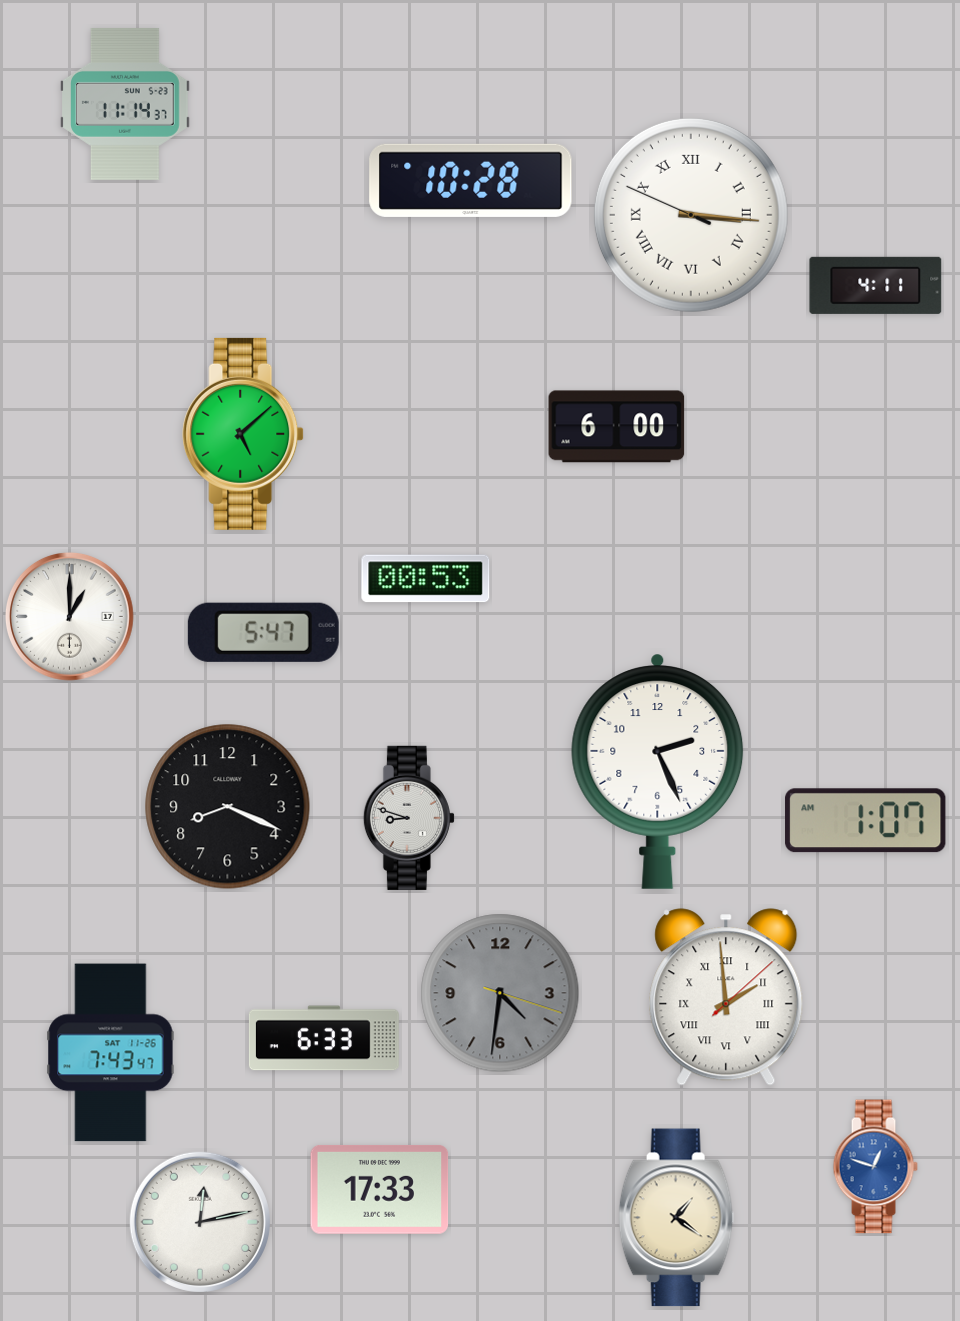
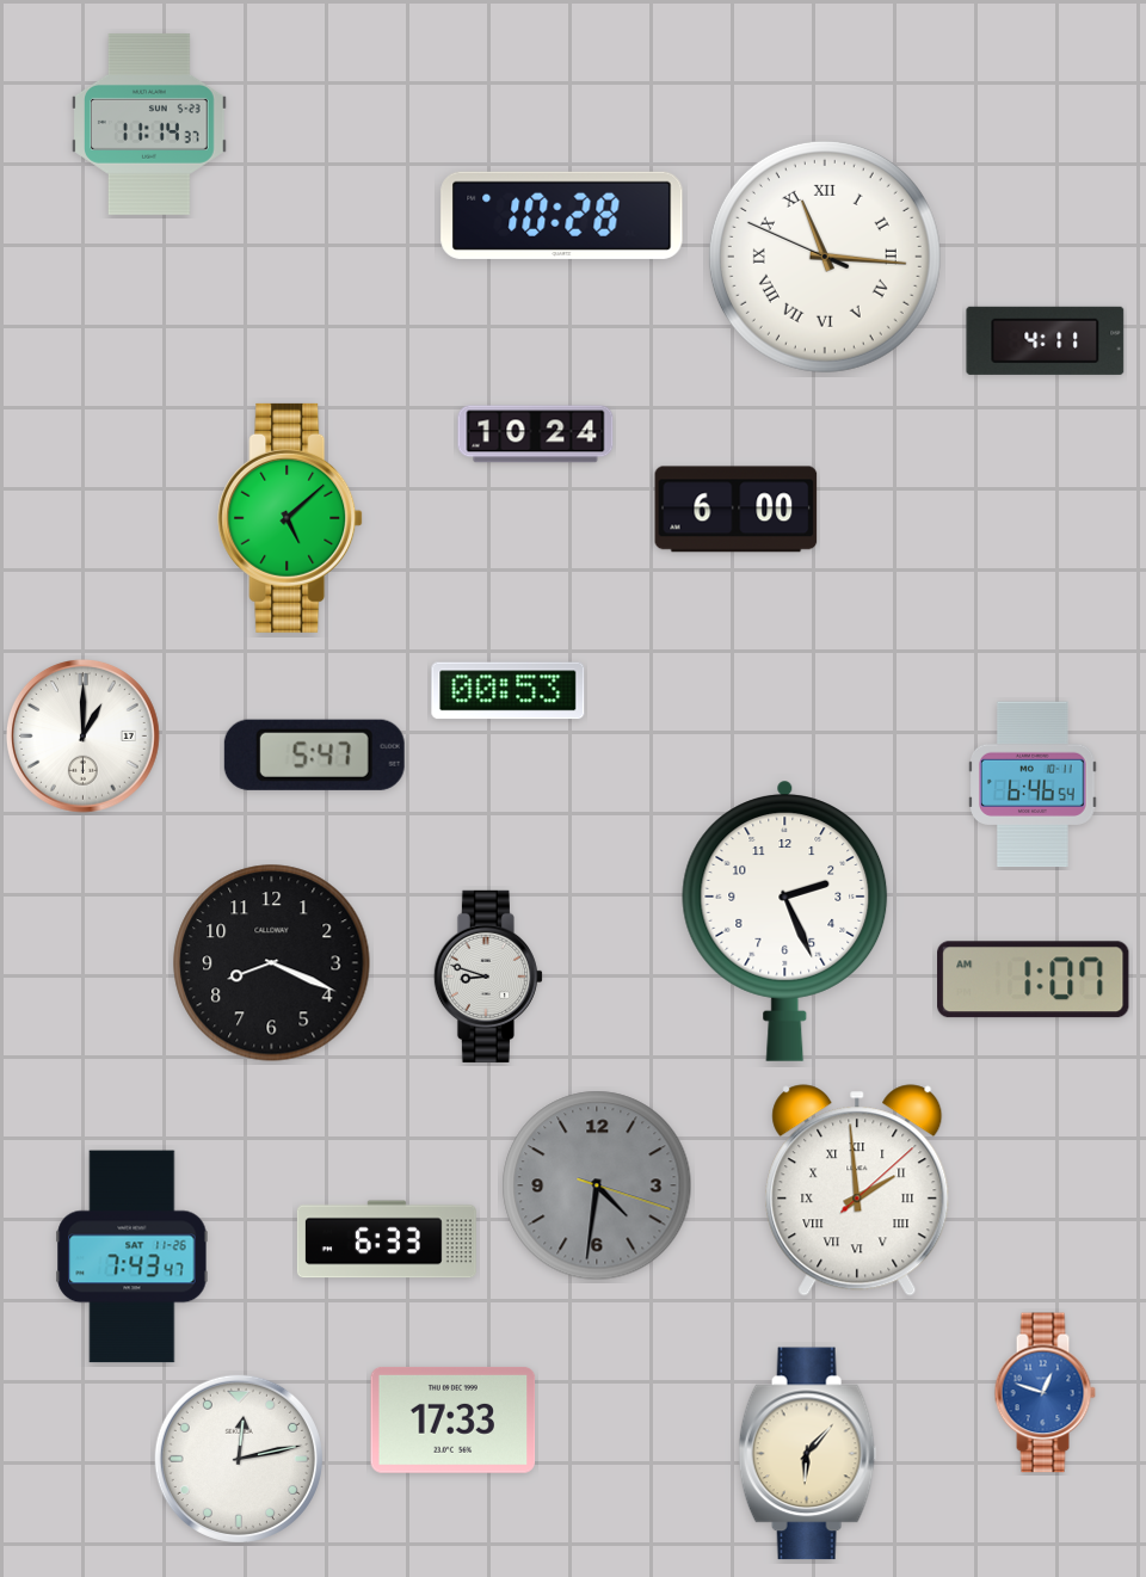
clock at (691, 215): 3:15 -> 11:15
clock at (536, 435): none -> 10:24
clock at (1033, 784): none -> 6:46
clock at (726, 997) position: (726, 997) -> (857, 1190)
clock at (676, 1218): 1:21 -> 6:07
